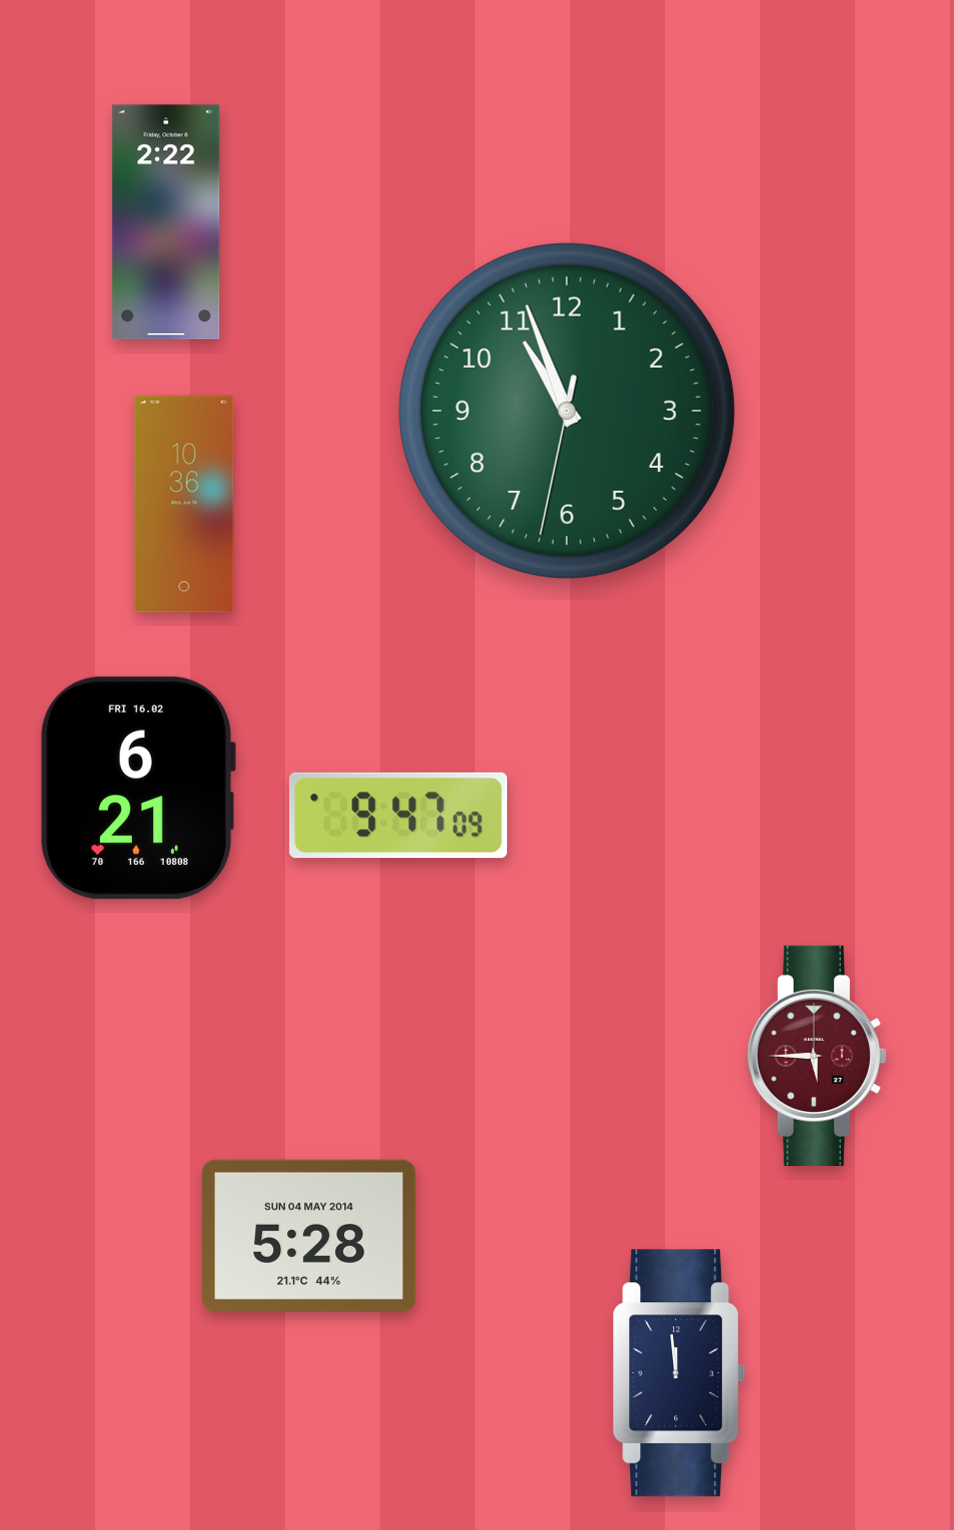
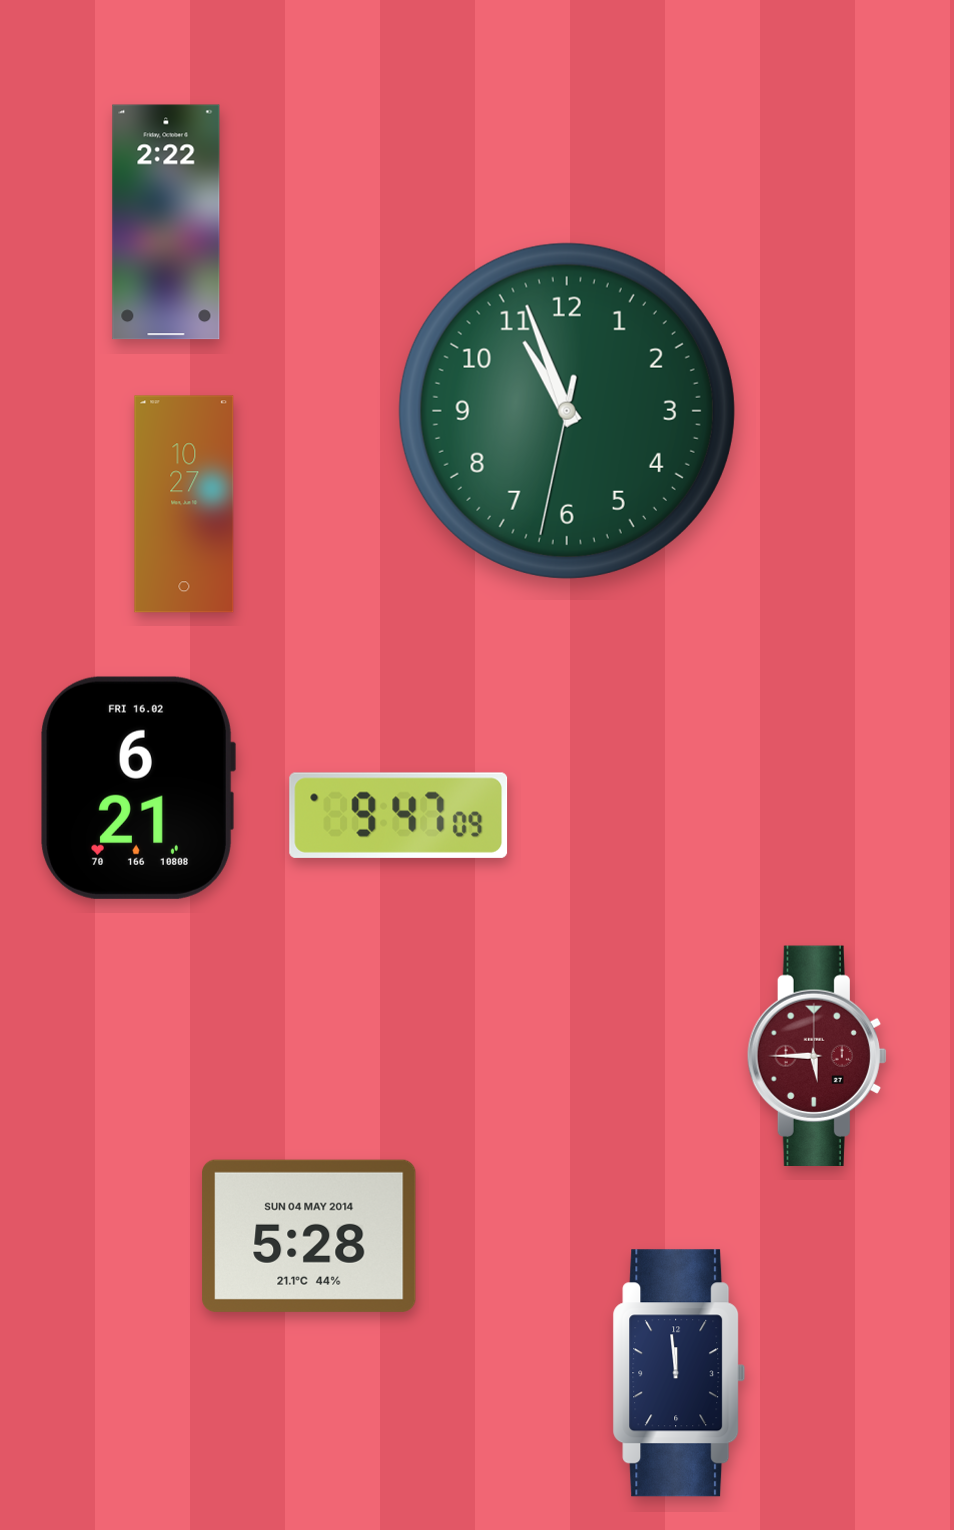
clock at (184, 504): 10:36 -> 10:27
